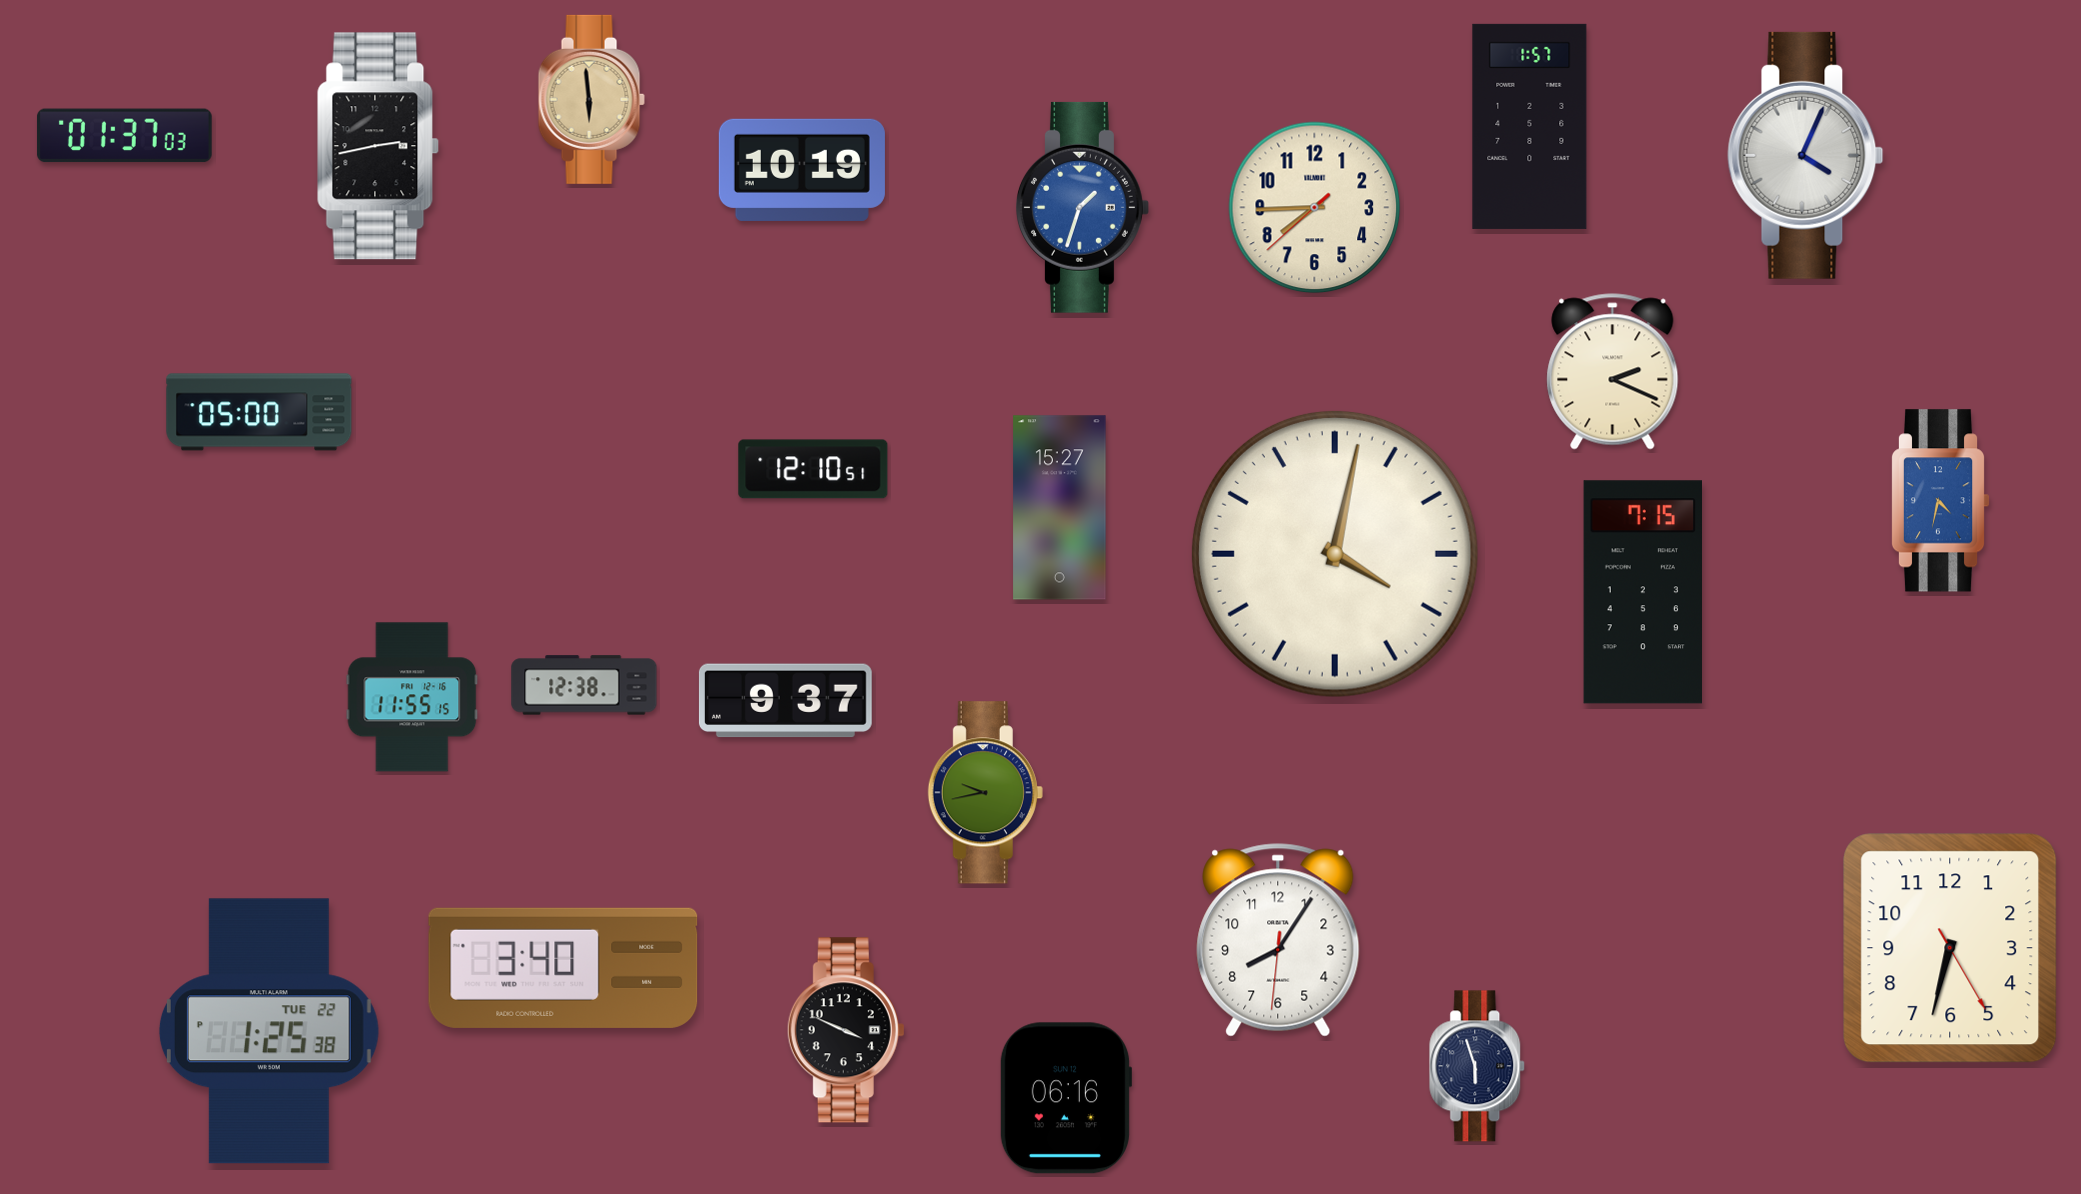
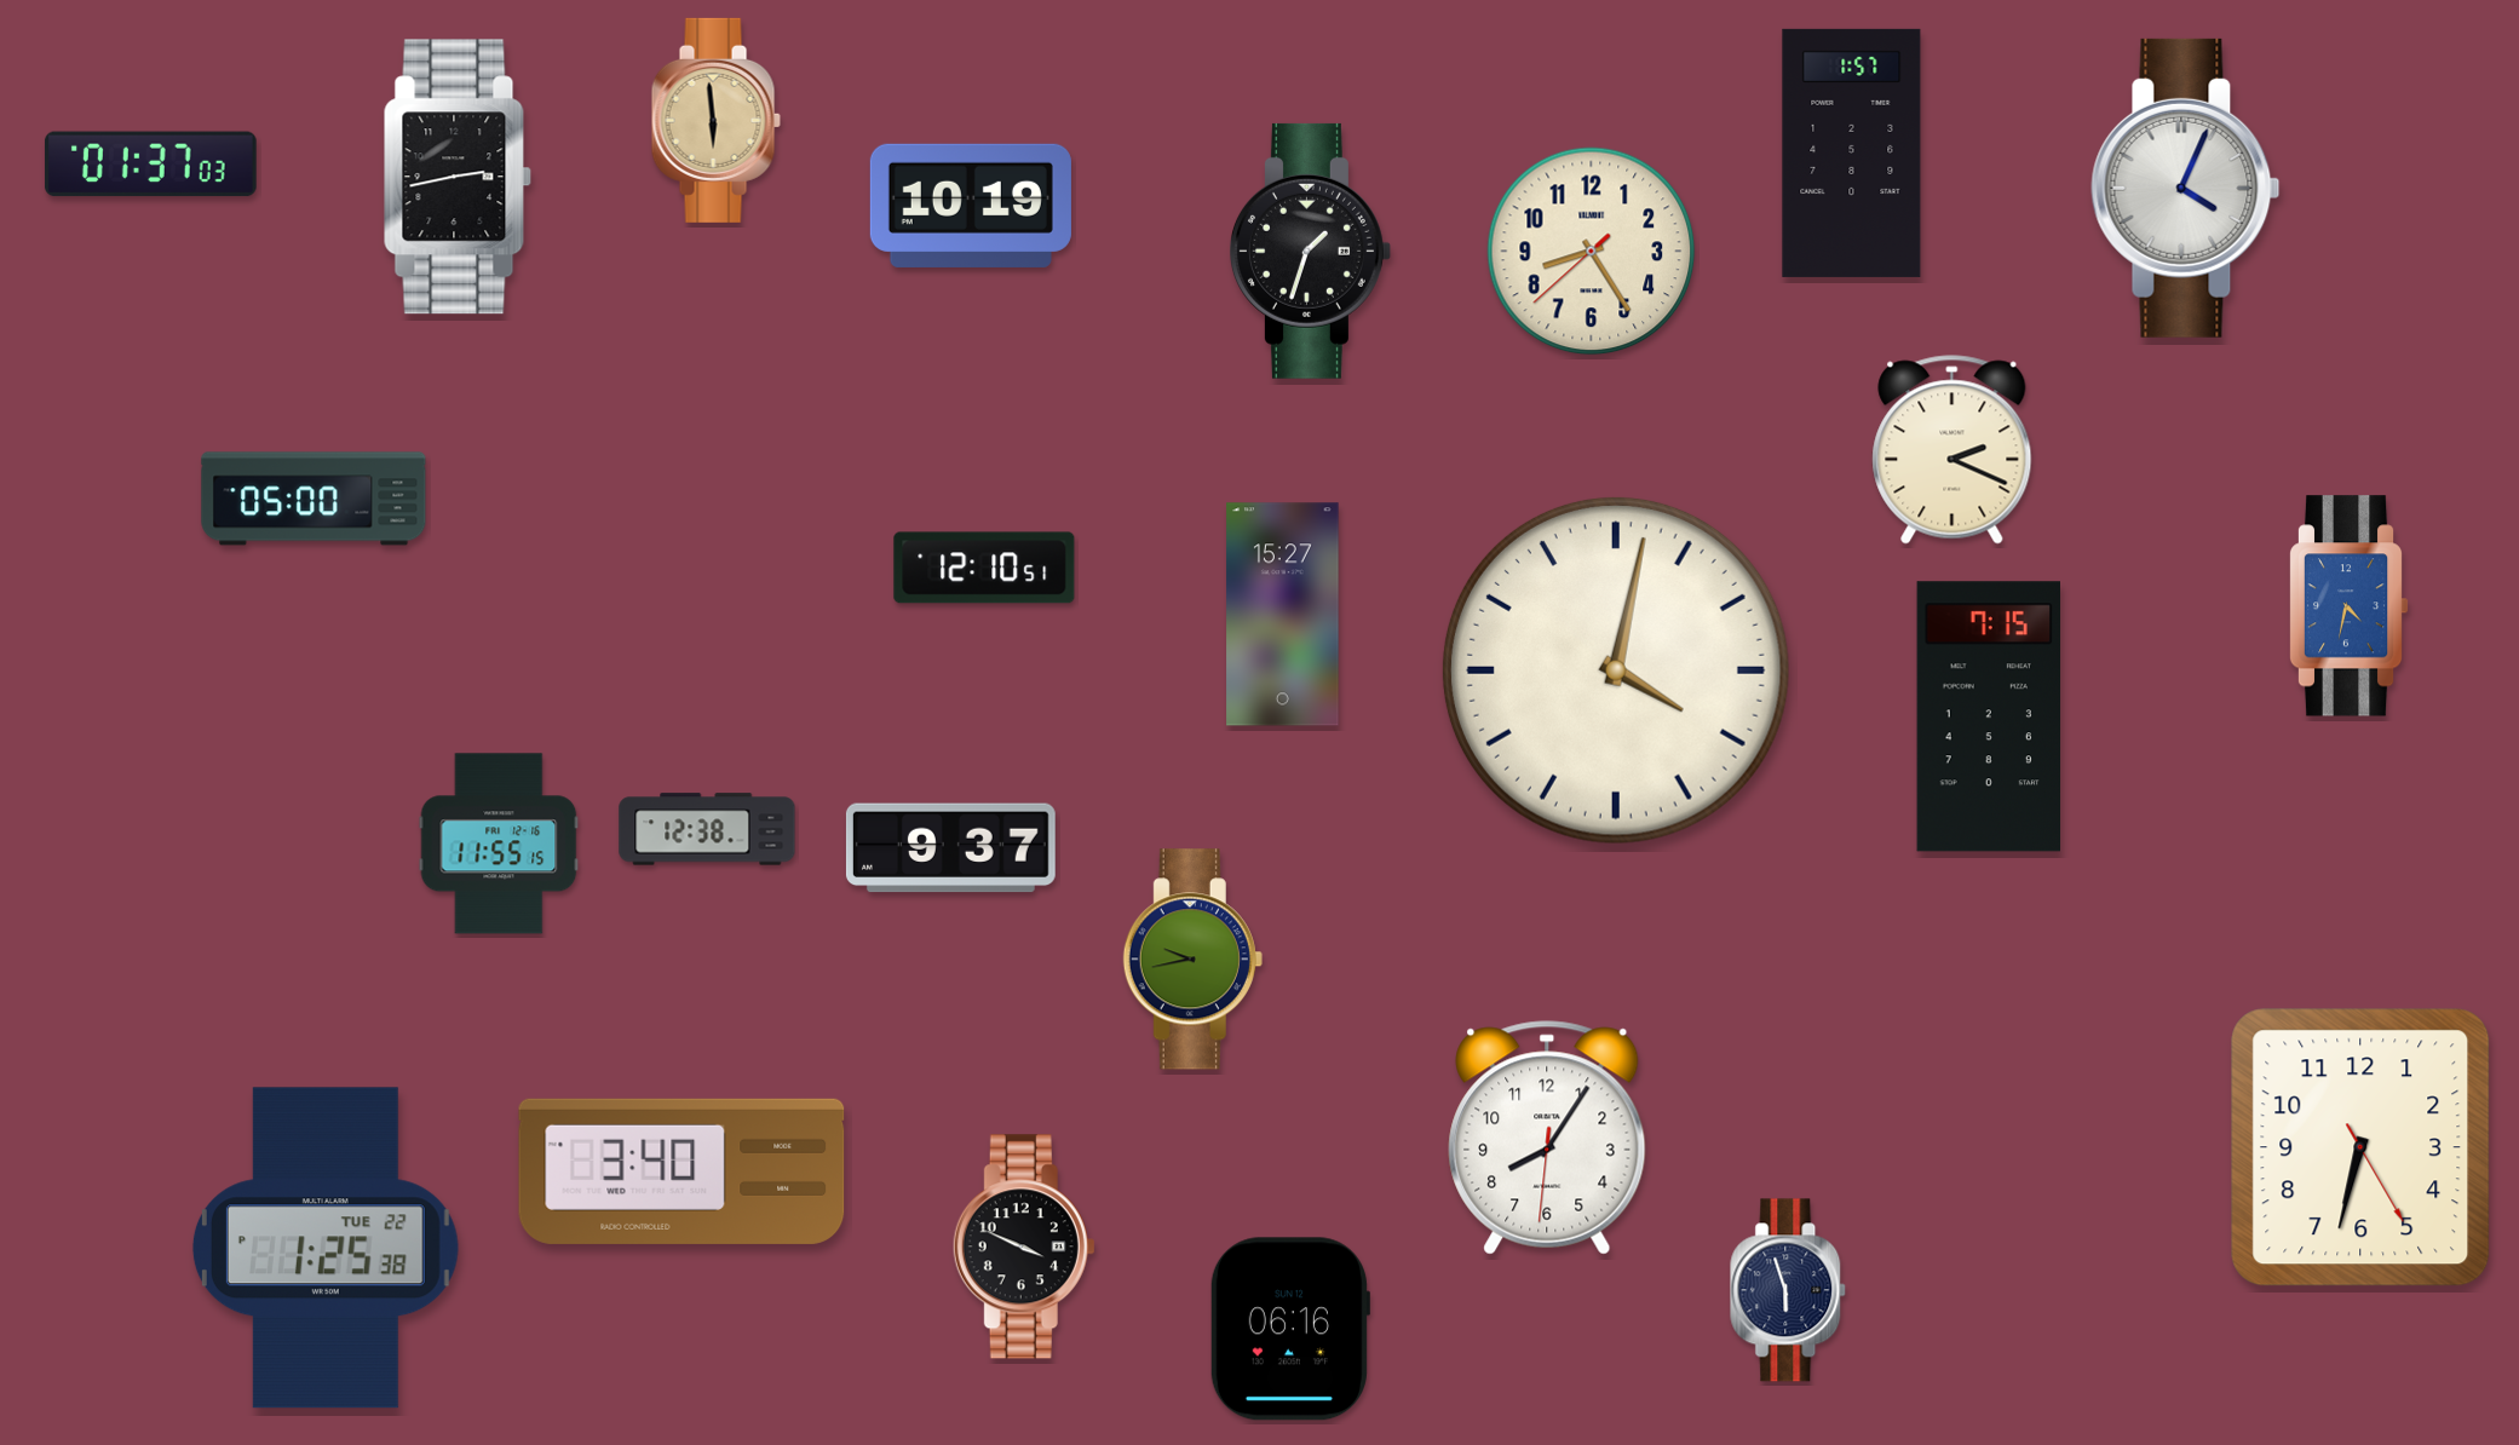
clock at (1083, 207) dial: blue -> black
clock at (1315, 208): 7:44 -> 8:24
